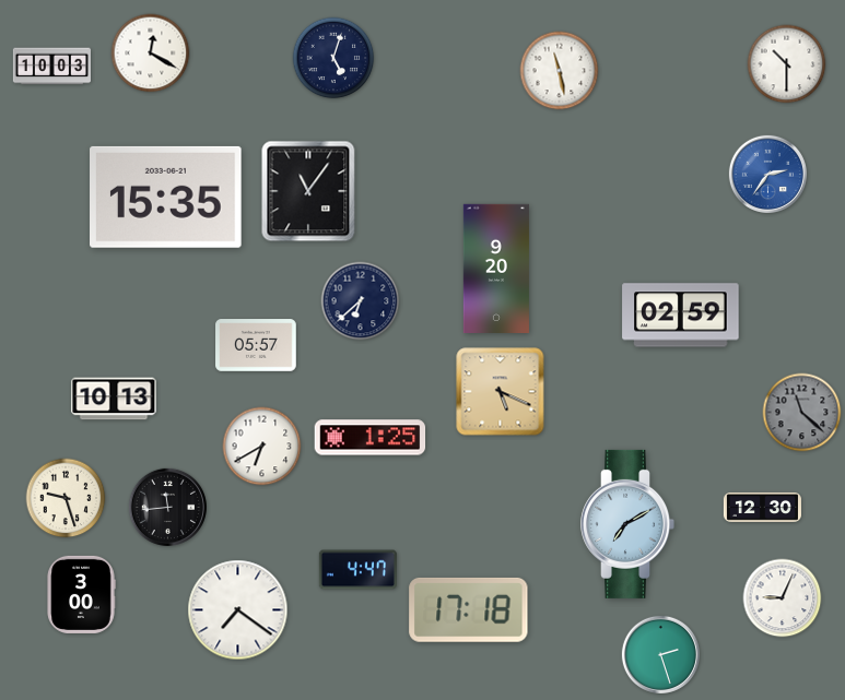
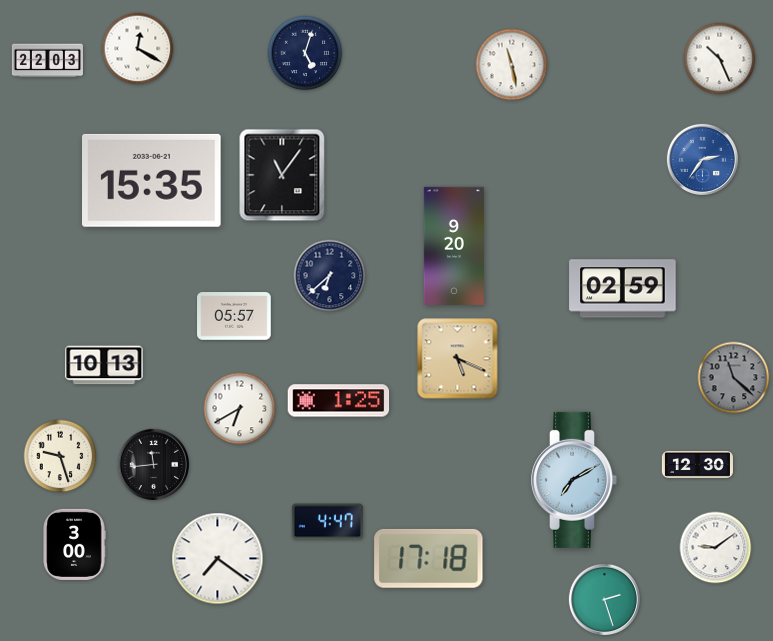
clock at (787, 64): 10:30 -> 10:26
clock at (51, 67): 10:03 -> 22:03
clock at (783, 598): 9:04 -> 9:09
